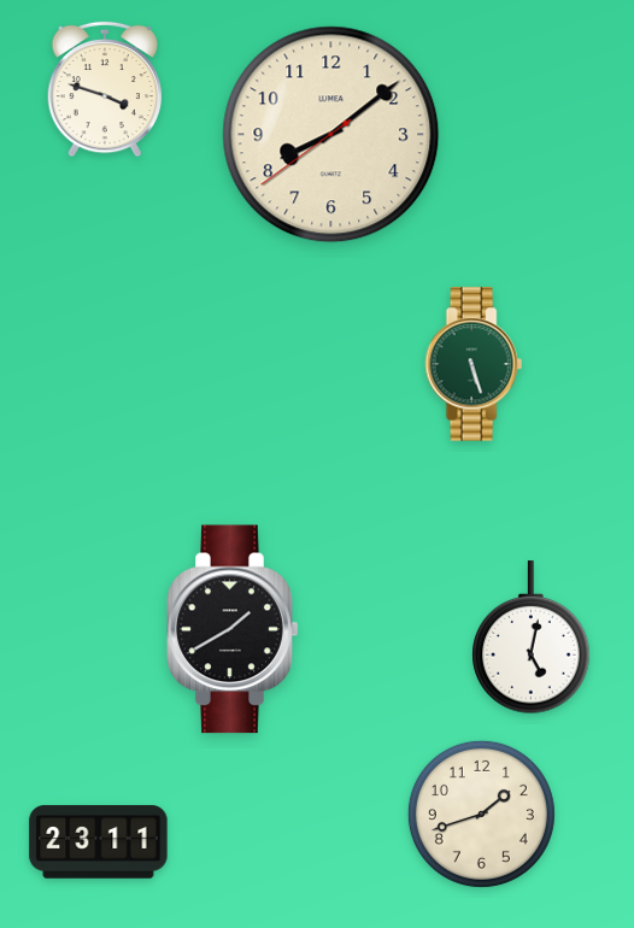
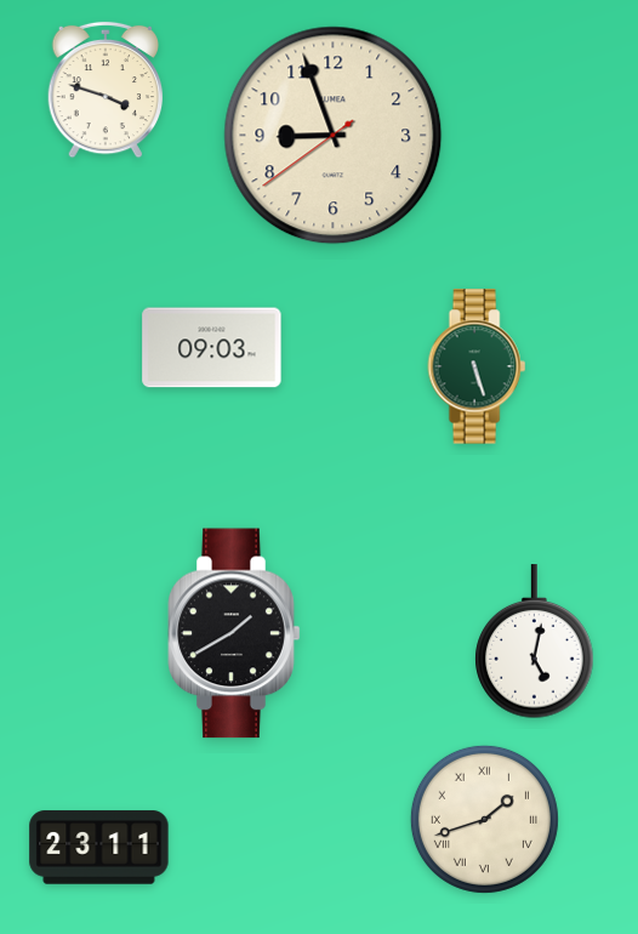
clock at (331, 135): 8:08 -> 8:56
clock at (212, 348): none -> 09:03
clock at (481, 814) numerals: Arabic -> Roman
